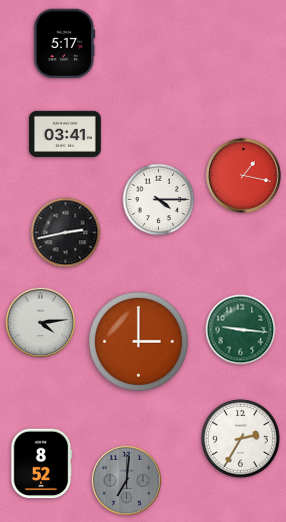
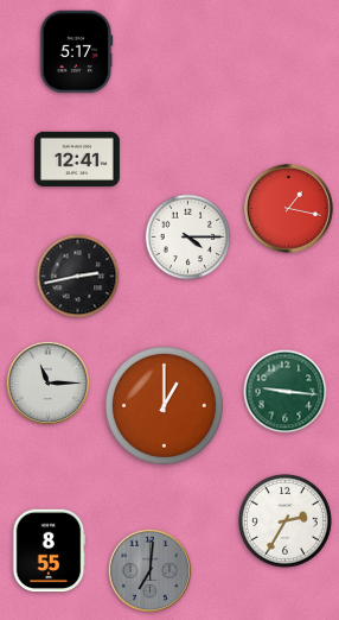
clock at (65, 134): 03:41 -> 12:41
clock at (41, 323): 4:14 -> 11:15
clock at (138, 341): 3:00 -> 1:00
clock at (41, 464): 8:52 -> 8:55
